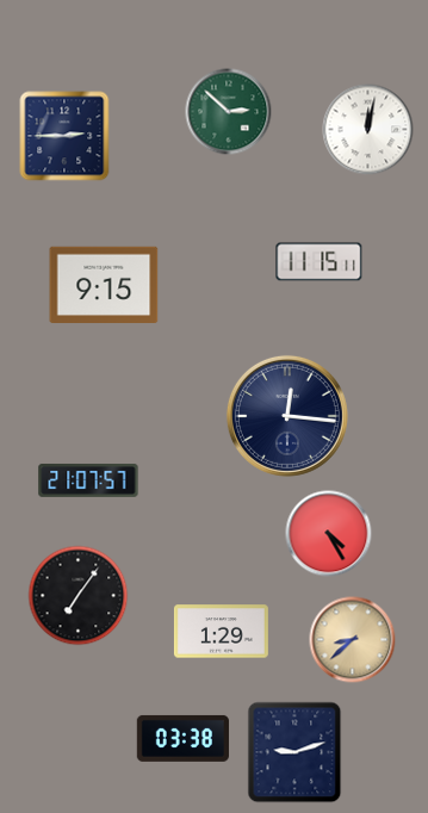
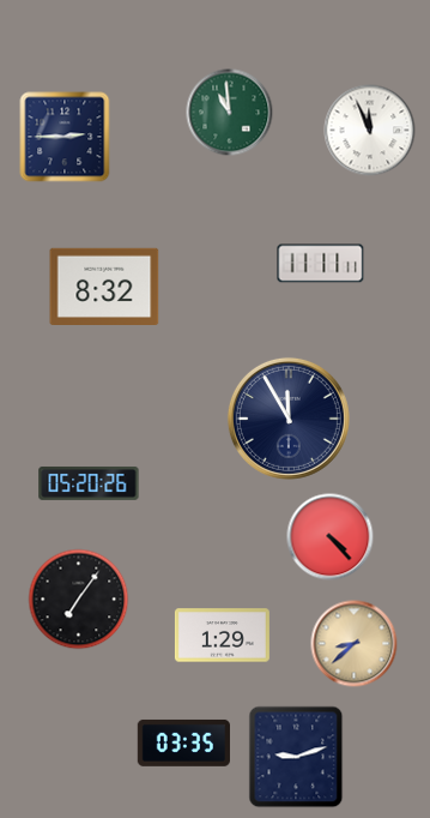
clock at (229, 112): 2:52 -> 10:59
clock at (368, 130): 12:02 -> 11:56
clock at (320, 262): 11:15 -> 11:11
clock at (104, 284): 9:15 -> 8:32
clock at (287, 416): 12:16 -> 11:55
clock at (88, 480): 21:07 -> 05:20
clock at (329, 534): 4:25 -> 4:23
clock at (182, 738): 03:38 -> 03:35
